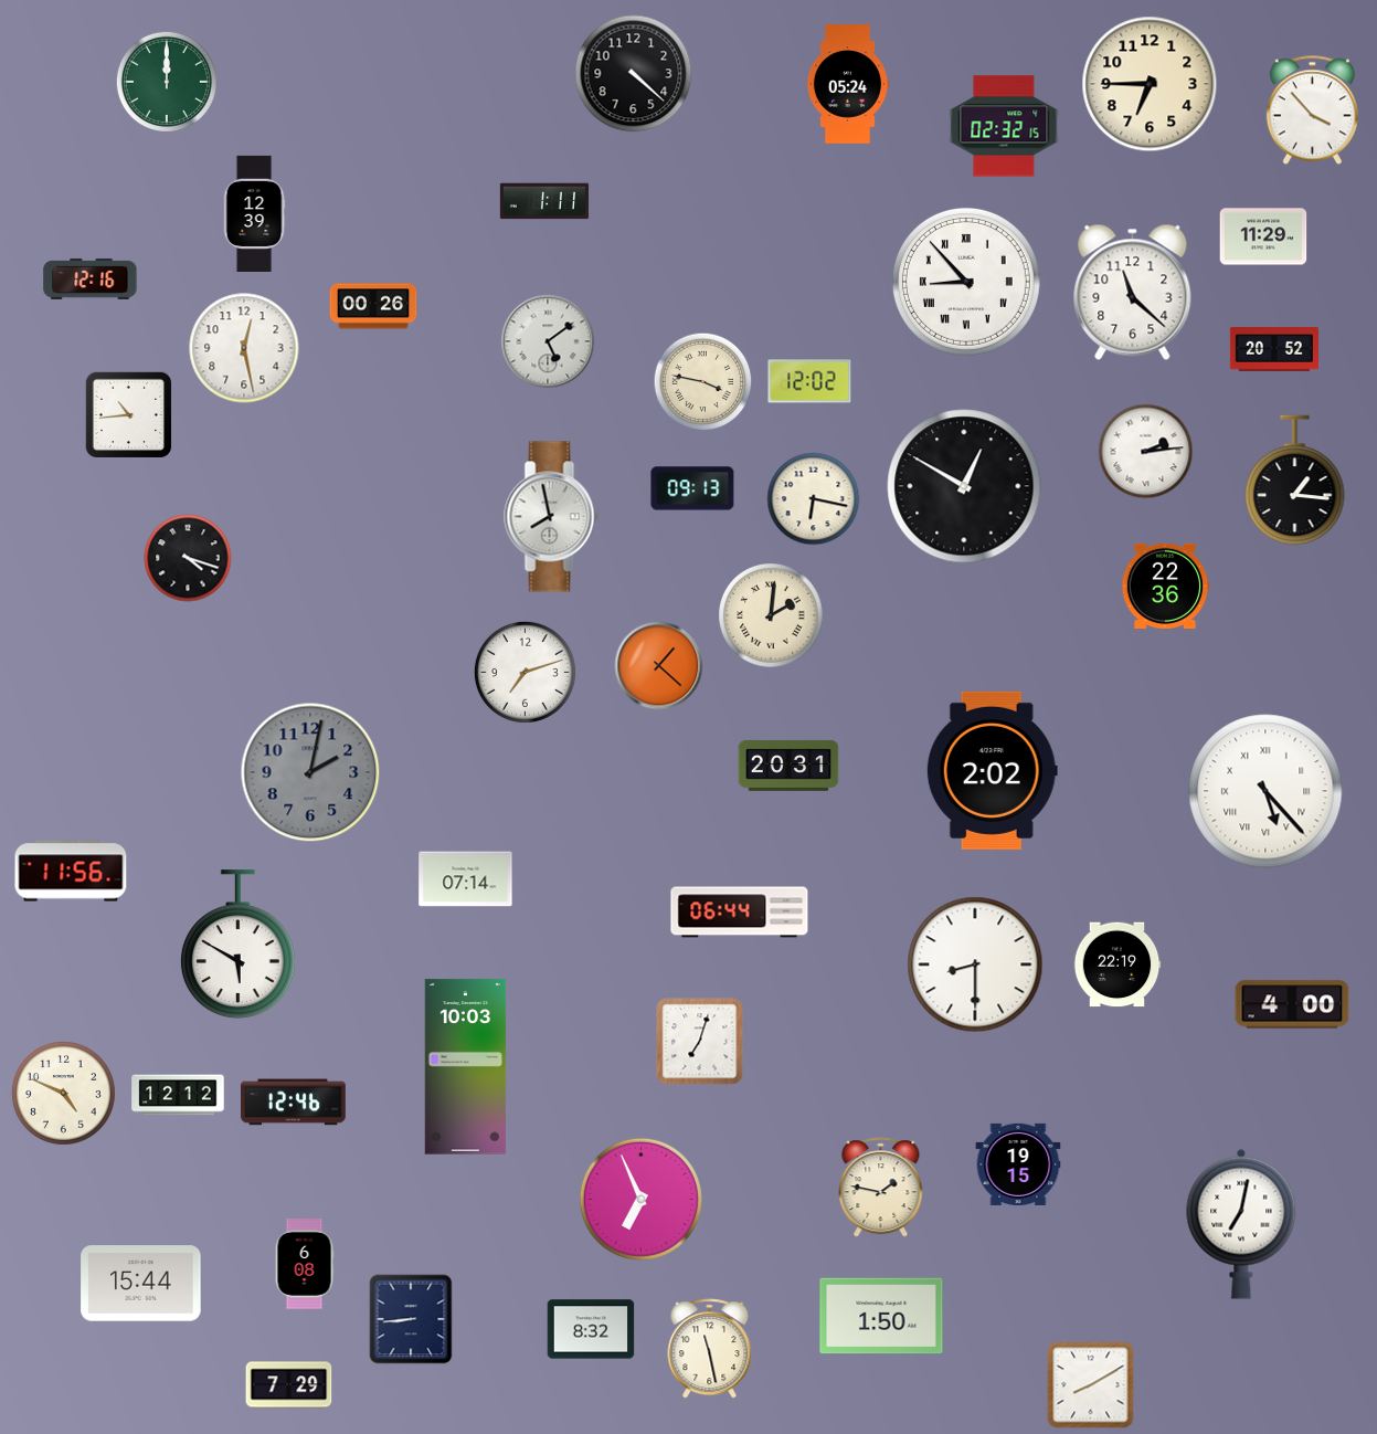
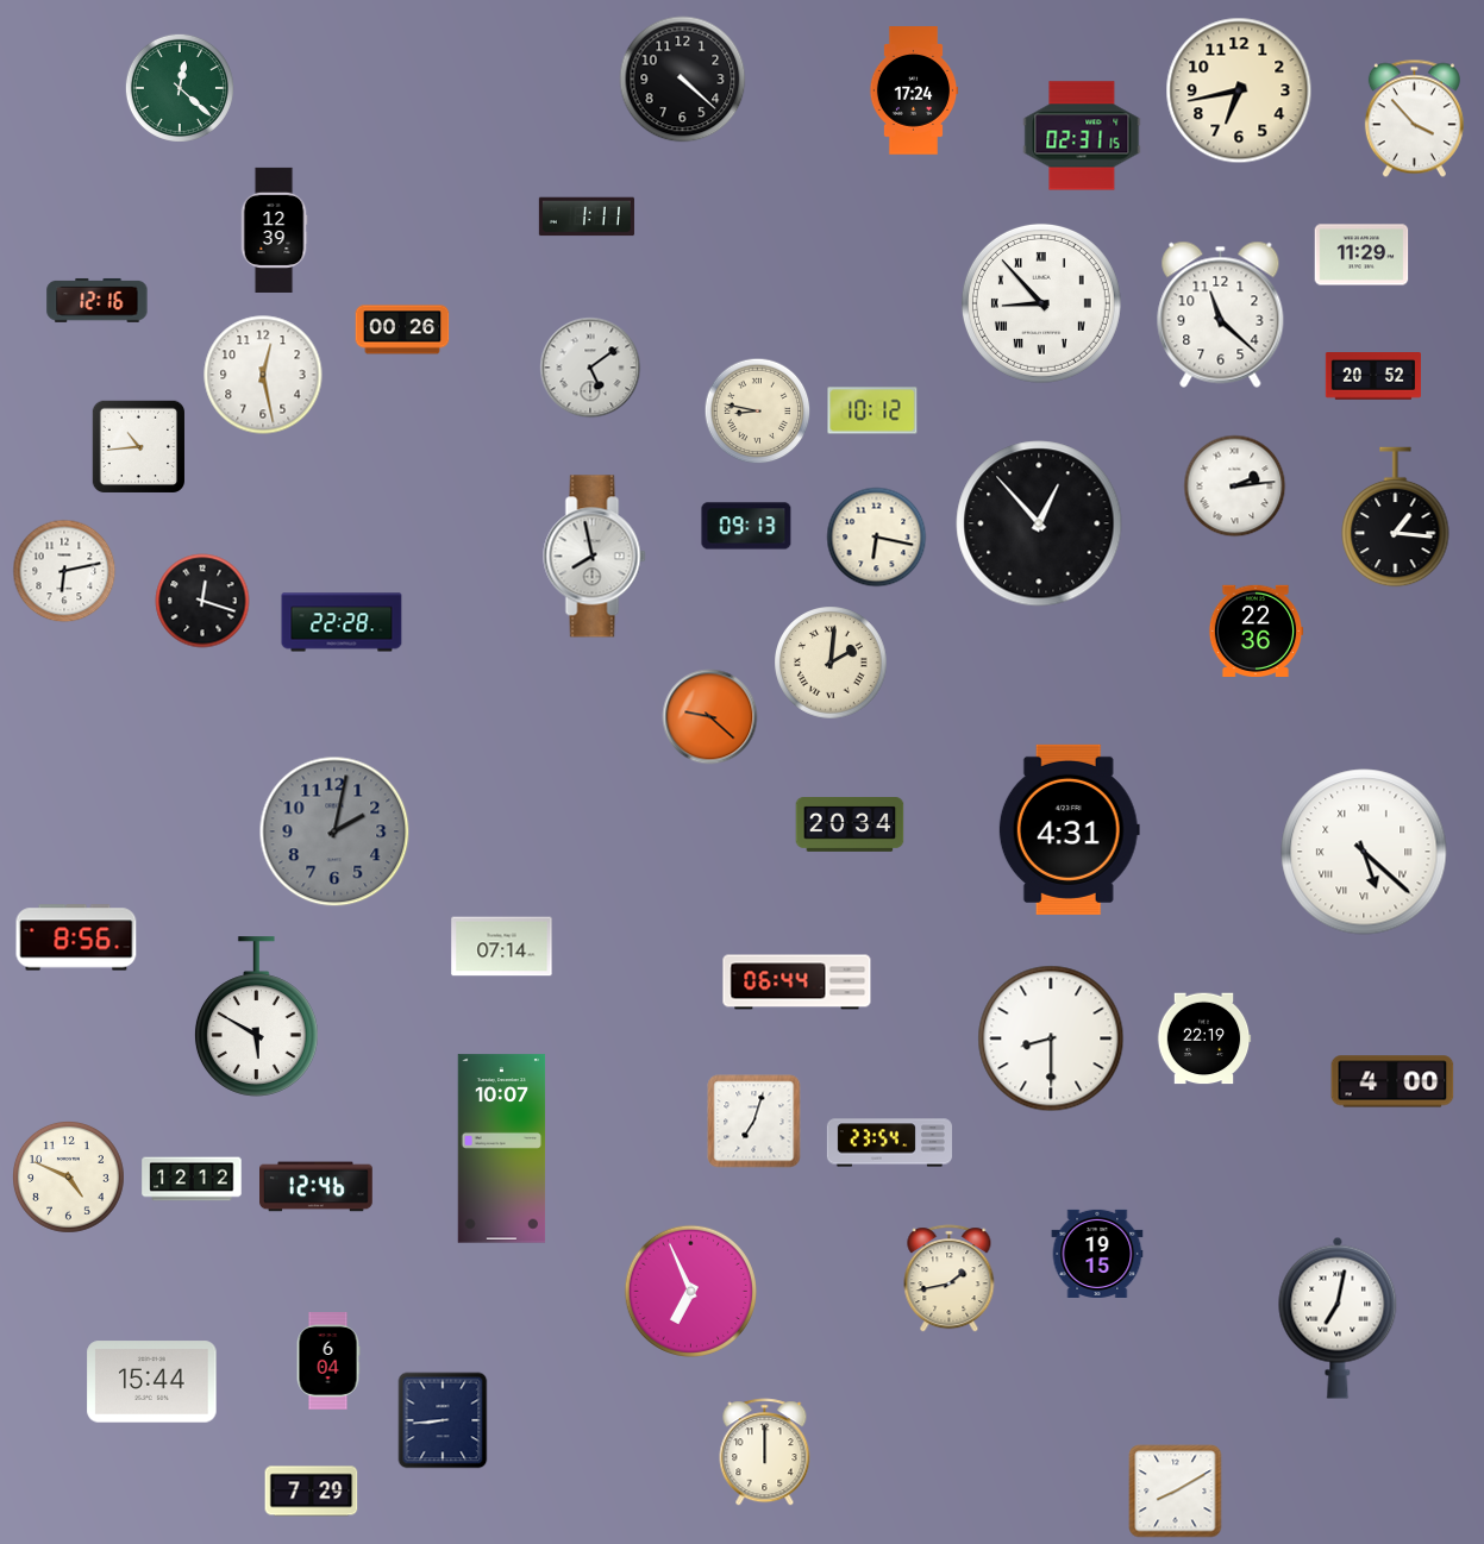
clock at (167, 82): 12:00 -> 12:22
clock at (848, 84): 05:24 -> 17:24
clock at (1150, 84): 6:45 -> 6:43
clock at (1004, 126): 02:32 -> 02:31
clock at (809, 381): 12:02 -> 10:12
clock at (703, 382): 3:47 -> 8:47
clock at (964, 486): 12:50 -> 12:53
clock at (64, 571): none -> 6:13
clock at (188, 558): 4:18 -> 12:18
clock at (342, 622): none -> 22:28
clock at (659, 666): 1:22 -> 9:22
clock at (525, 672): 7:12 -> none
clock at (788, 767): 20:31 -> 20:34
clock at (992, 770): 2:02 -> 4:31
clock at (1265, 791): 5:23 -> 5:22
clock at (71, 871): 11:56 -> 8:56
clock at (889, 1143): none -> 23:54
clock at (466, 1067): 10:03 -> 10:07
clock at (881, 1188): 1:47 -> 1:43
clock at (305, 1265): 6:08 -> 6:04
clock at (881, 1316): 1:50 -> none
clock at (591, 1329): 8:32 -> none
clock at (710, 1349): 11:28 -> 12:00
